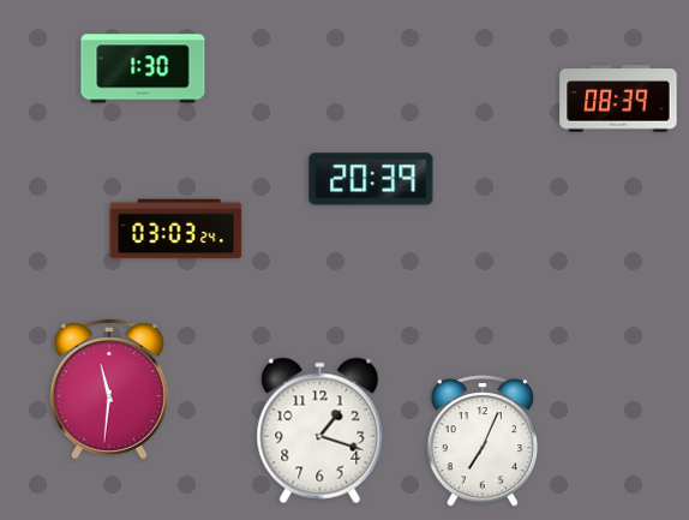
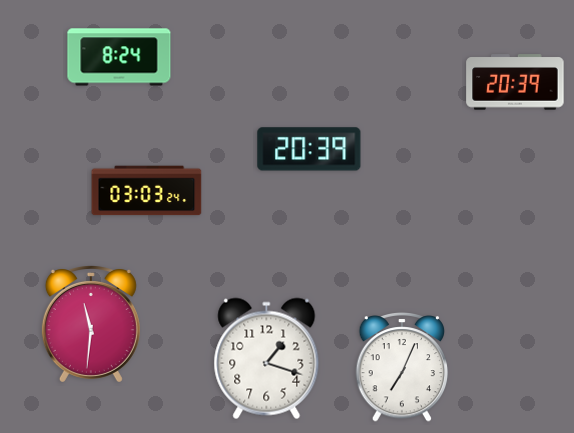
clock at (143, 68): 1:30 -> 8:24
clock at (618, 98): 08:39 -> 20:39
